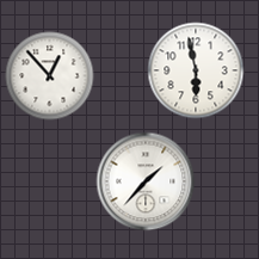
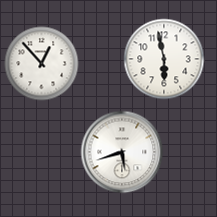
clock at (146, 181): 1:37 -> 5:42
